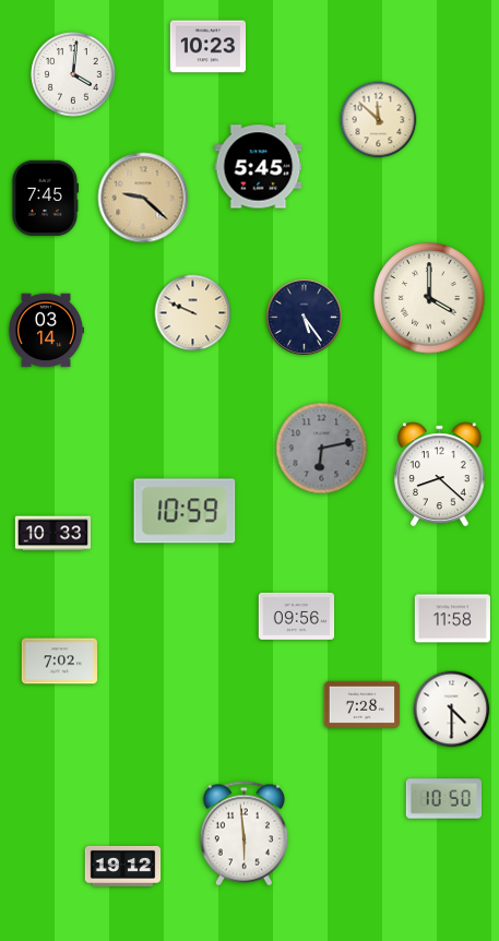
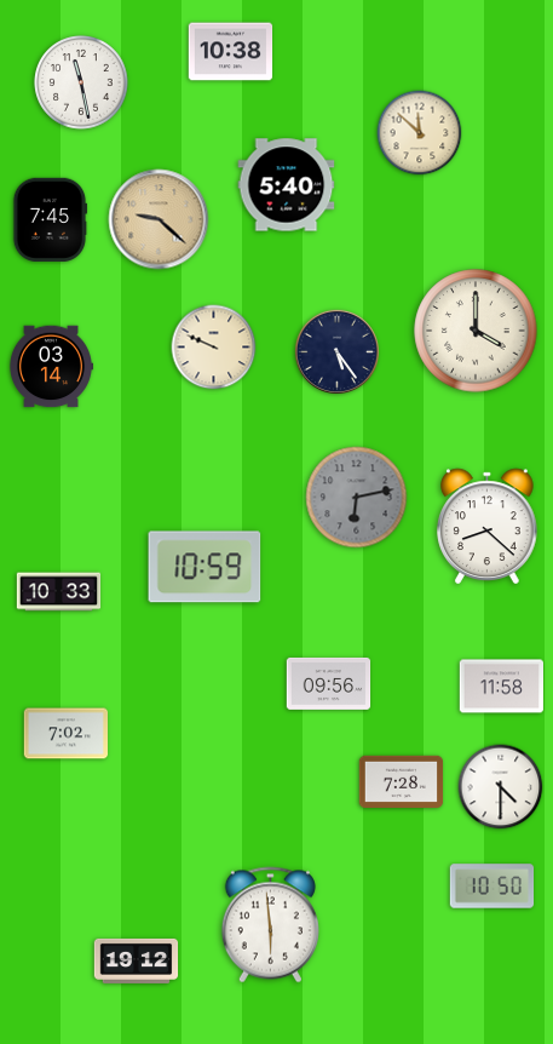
clock at (209, 47): 10:23 -> 10:38
clock at (73, 74): 4:01 -> 11:28
clock at (259, 167): 5:45 -> 5:40
